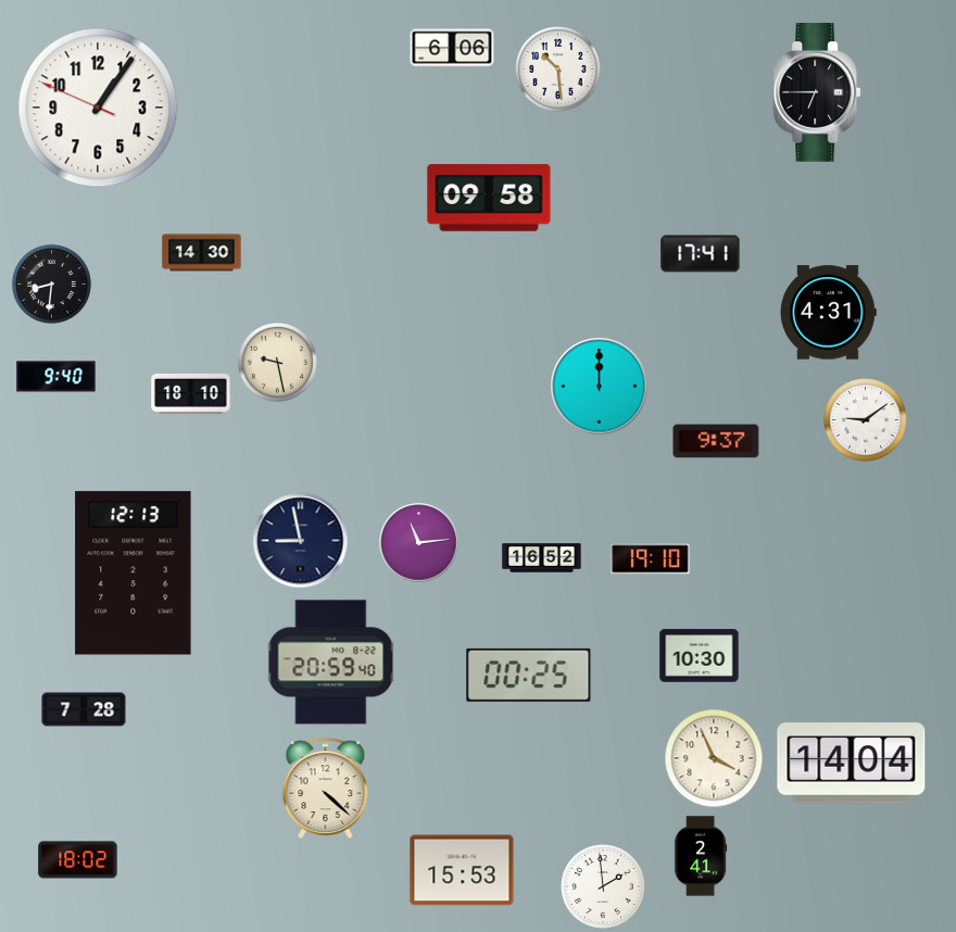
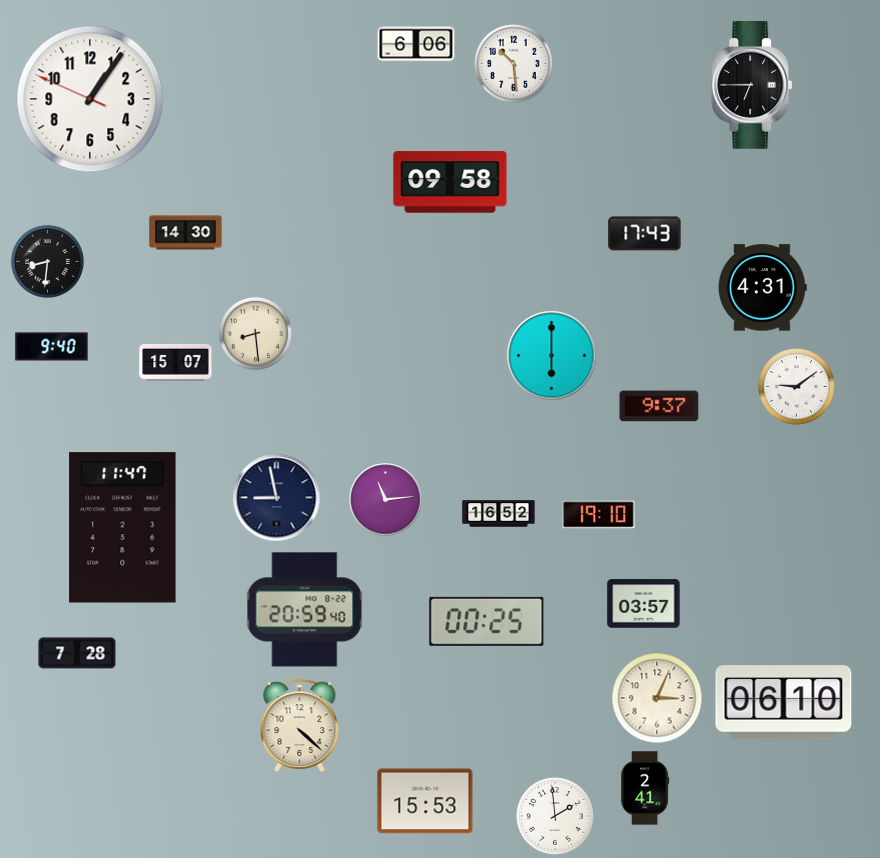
clock at (701, 254): 17:41 -> 17:43
clock at (277, 362): 9:28 -> 8:29
clock at (600, 387): 12:00 -> 6:00
clock at (191, 393): 18:10 -> 15:07
clock at (134, 574): 12:13 -> 11:47
clock at (700, 656): 10:30 -> 03:57
clock at (714, 758): 3:56 -> 3:04
clock at (852, 764): 14:04 -> 06:10
clock at (78, 860): 18:02 -> none
